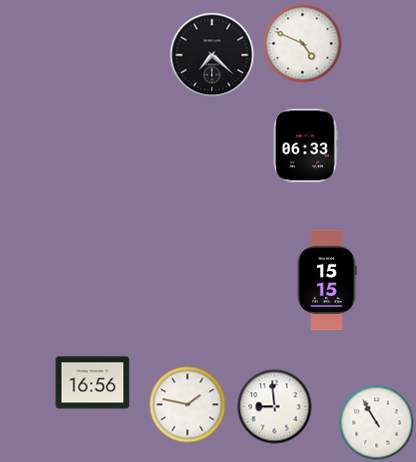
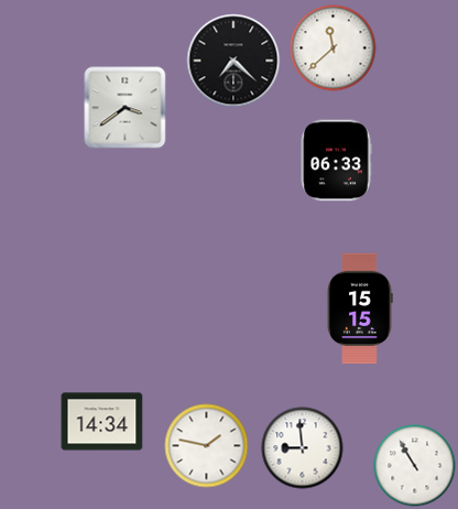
clock at (303, 44): 4:49 -> 11:38
clock at (126, 108): none -> 3:39
clock at (93, 383): 16:56 -> 14:34
